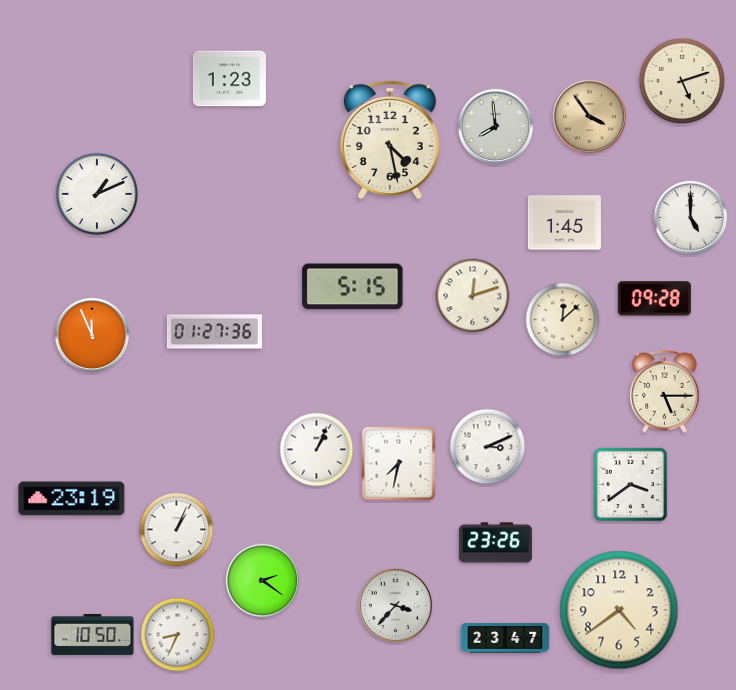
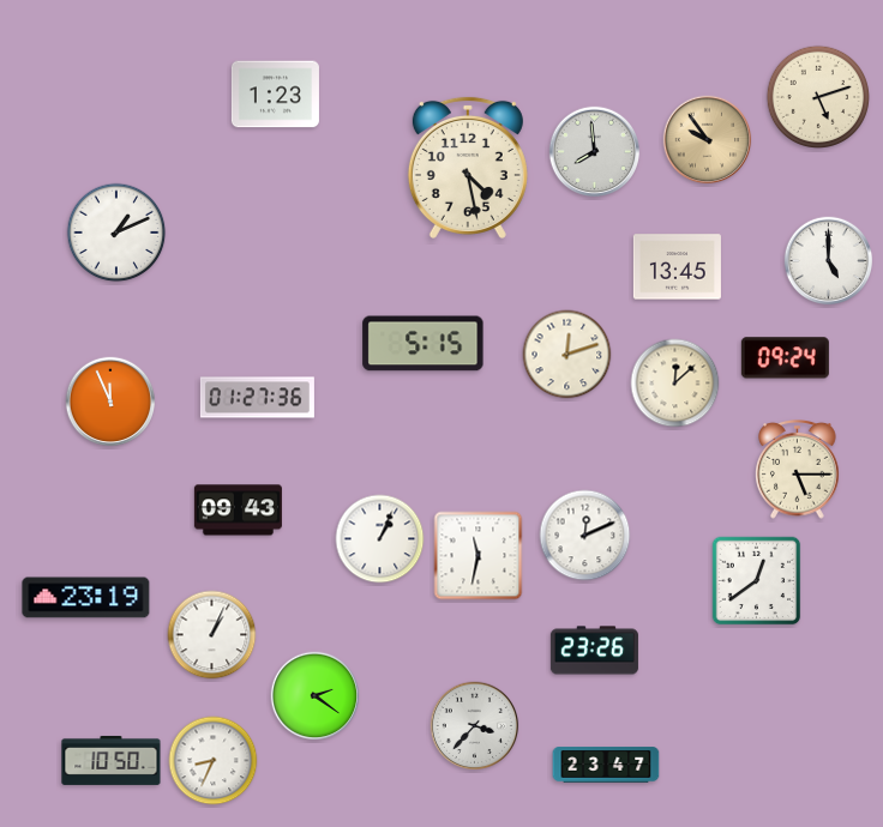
clock at (590, 117): 3:54 -> 9:54
clock at (564, 223): 1:45 -> 13:45
clock at (654, 299): 09:28 -> 09:24
clock at (238, 511): none -> 09:43
clock at (488, 447): 3:11 -> 12:11
clock at (399, 464): 7:32 -> 11:32
clock at (631, 485): 3:39 -> 12:39
clock at (619, 610): 4:39 -> none
